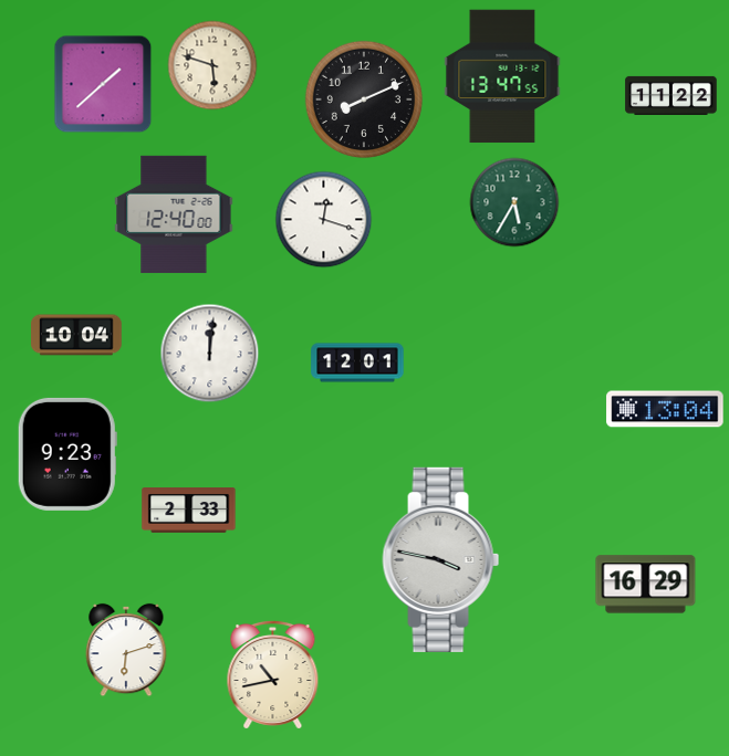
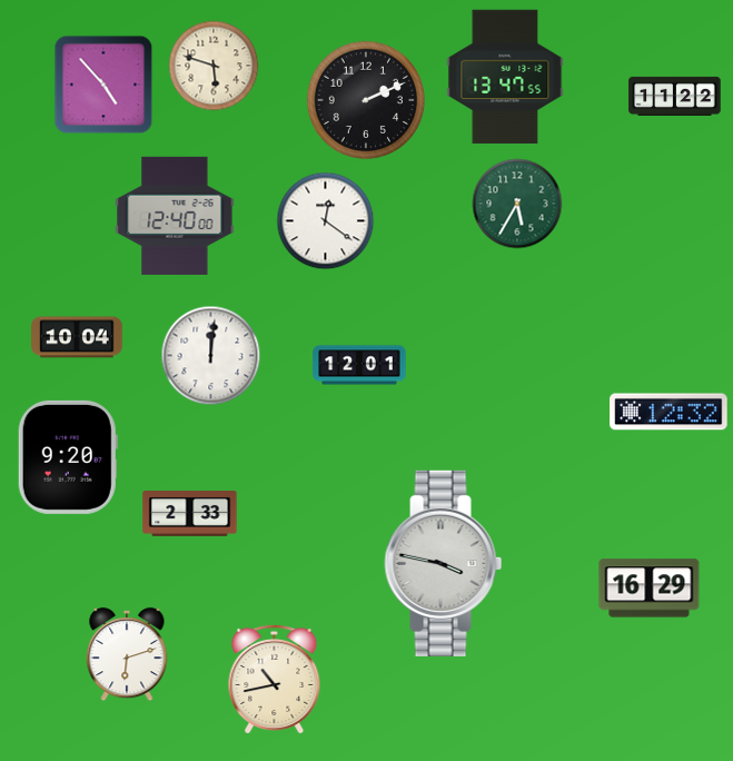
clock at (103, 84): 1:38 -> 4:53
clock at (364, 99): 8:11 -> 2:11
clock at (324, 220): 12:18 -> 12:21
clock at (665, 409): 13:04 -> 12:32
clock at (67, 454): 9:23 -> 9:20
